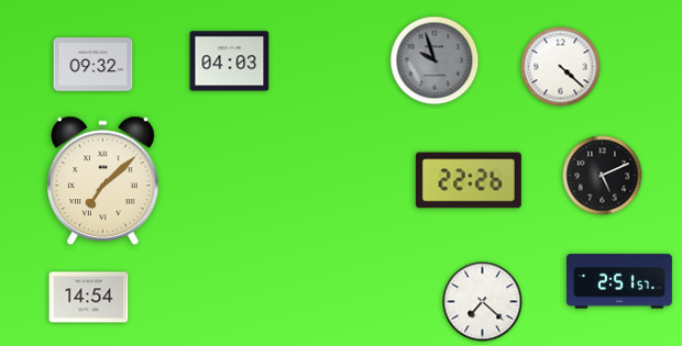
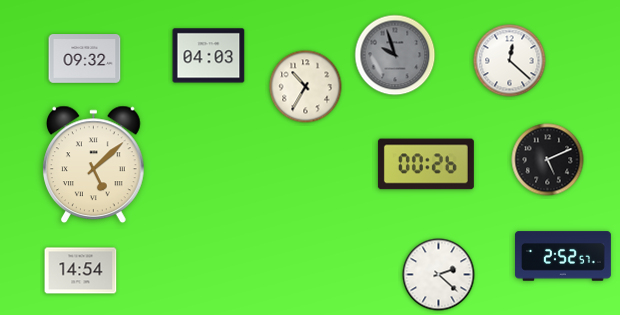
clock at (561, 67): 4:22 -> 12:22
clock at (306, 87): none -> 10:35
clock at (469, 180): 22:26 -> 00:26
clock at (103, 181): 7:08 -> 5:08
clock at (620, 281): 2:51 -> 2:52
clock at (483, 302): 7:22 -> 2:22
